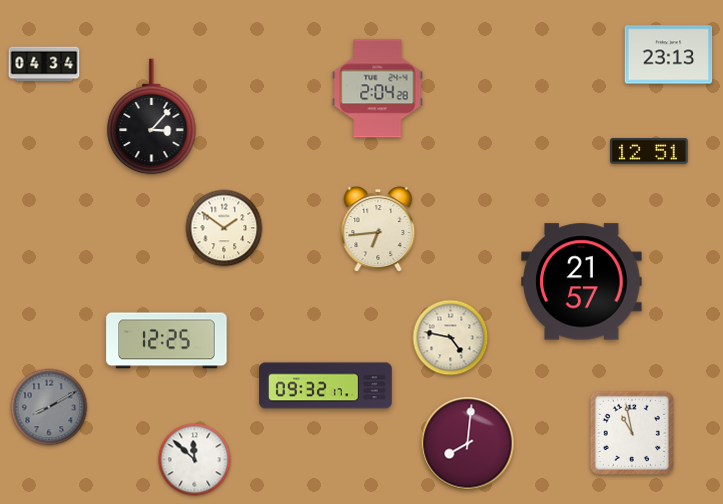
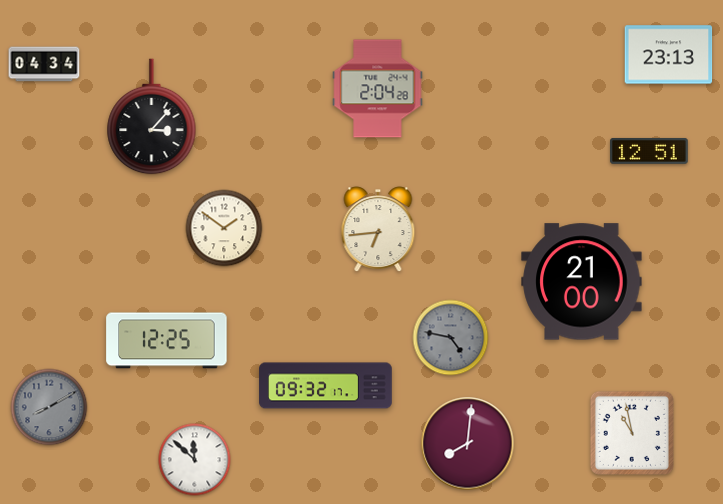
clock at (582, 282): 21:57 -> 21:00
clock at (451, 338) dial: cream -> grey
